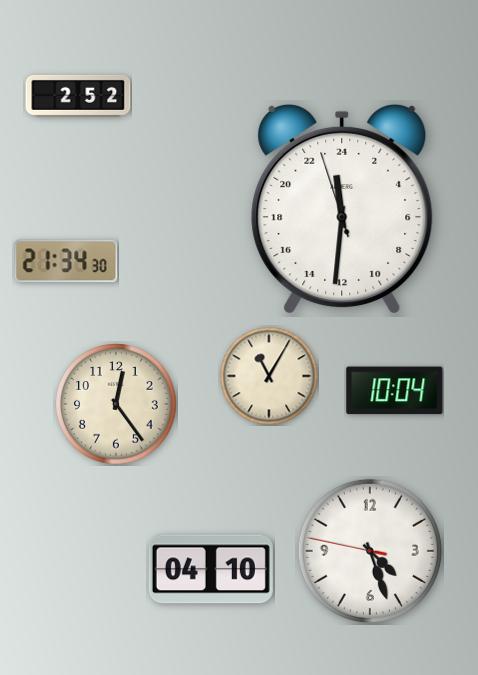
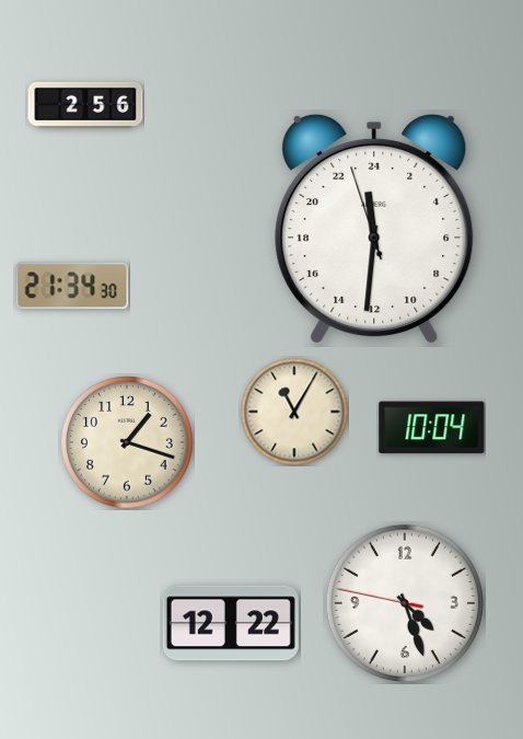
clock at (78, 96): 2:52 -> 2:56
clock at (116, 404): 12:24 -> 1:18
clock at (211, 569): 04:10 -> 12:22
